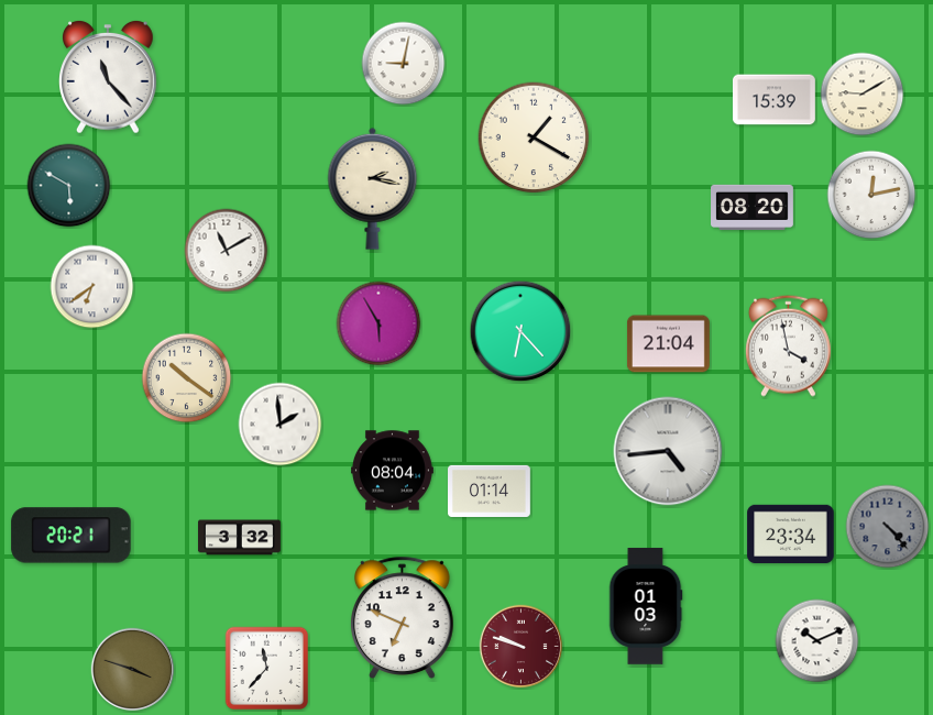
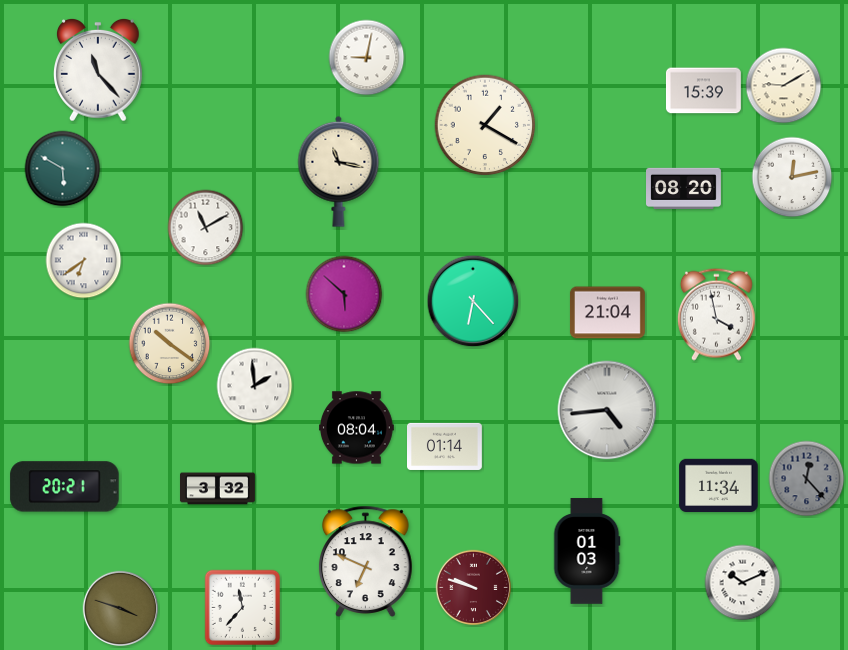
clock at (373, 188): 2:17 -> 11:17
clock at (378, 323): 5:55 -> 5:52
clock at (888, 527): 4:23 -> 12:23
clock at (791, 533): 23:34 -> 11:34
